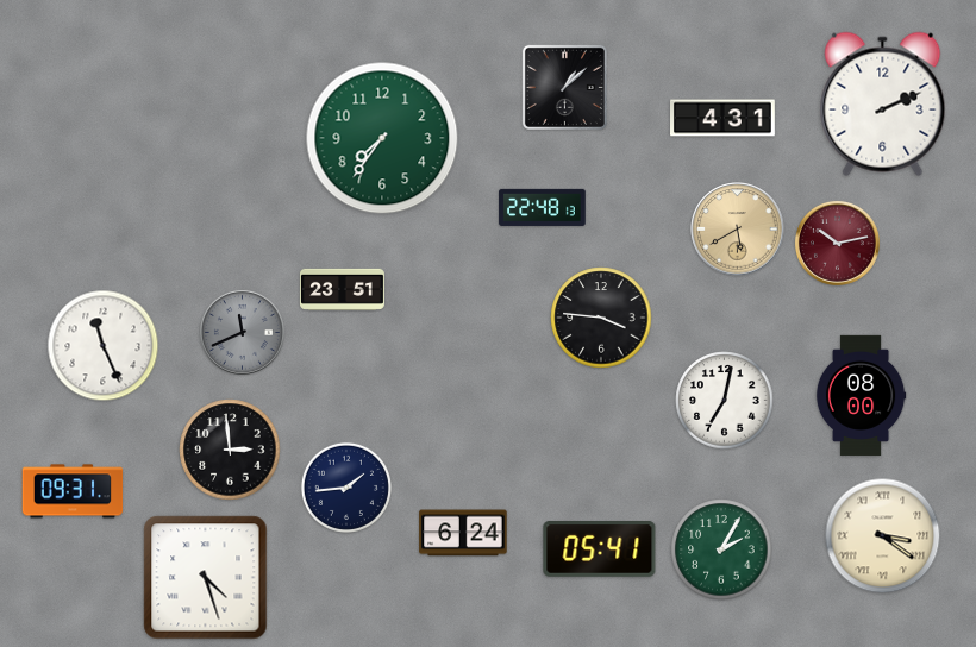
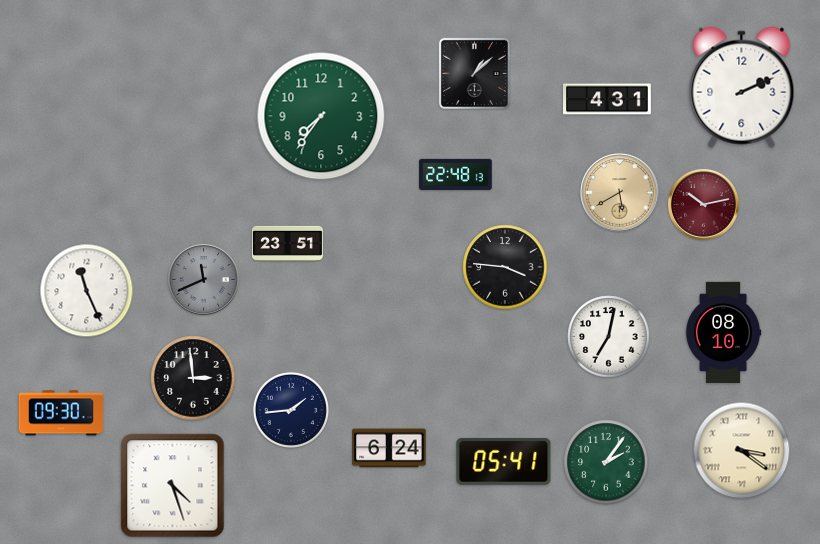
clock at (861, 395): 08:00 -> 08:10
clock at (73, 491): 09:31 -> 09:30
clock at (721, 549): 2:05 -> 2:06
